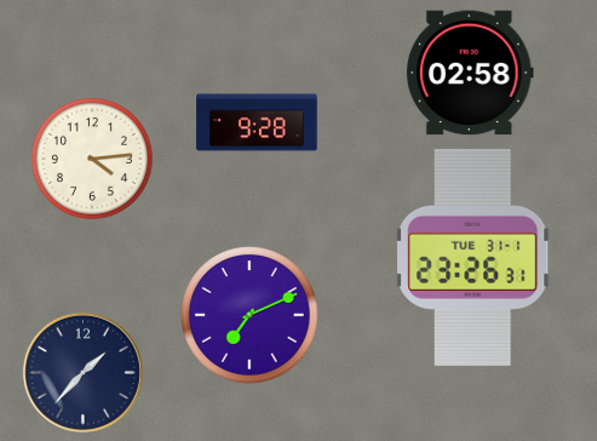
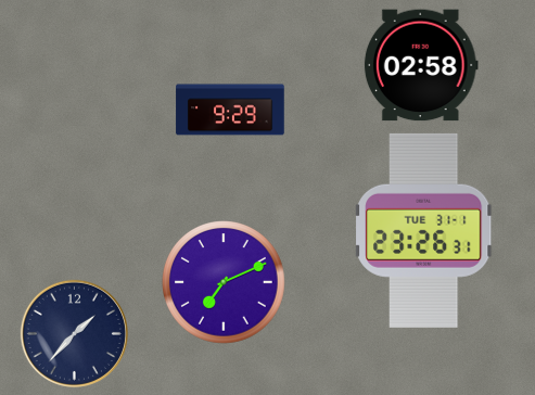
clock at (257, 122): 9:28 -> 9:29
clock at (92, 159): 4:14 -> none
